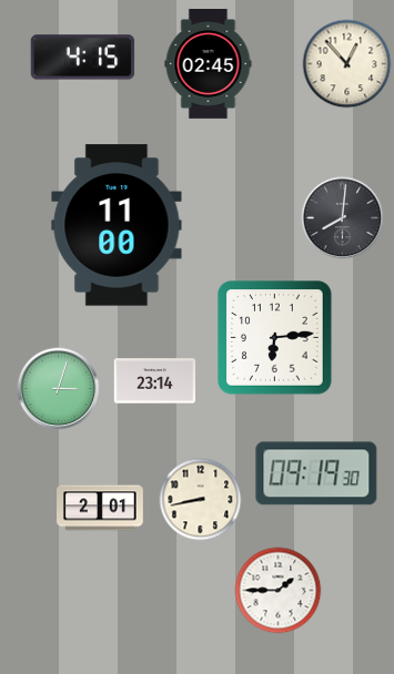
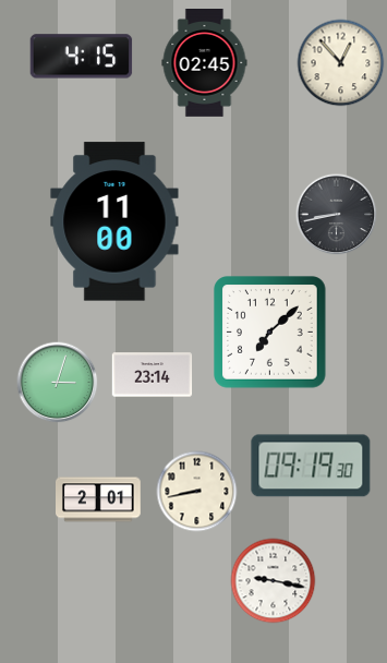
clock at (343, 218): 8:01 -> 8:43
clock at (275, 338): 6:14 -> 7:08
clock at (279, 591): 1:45 -> 9:17
